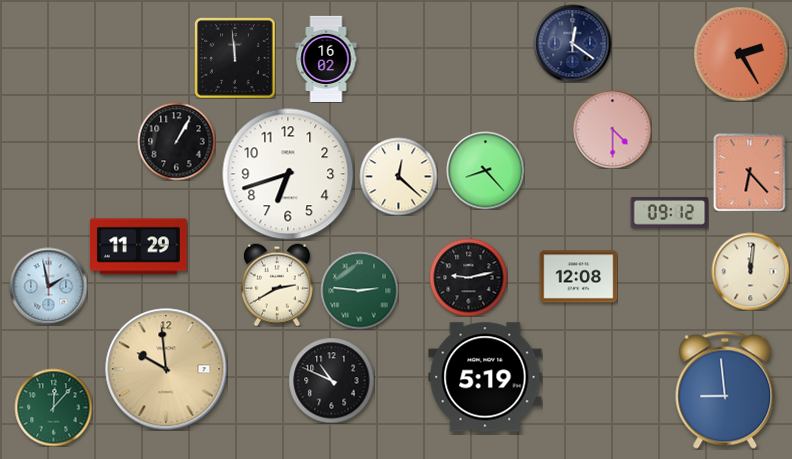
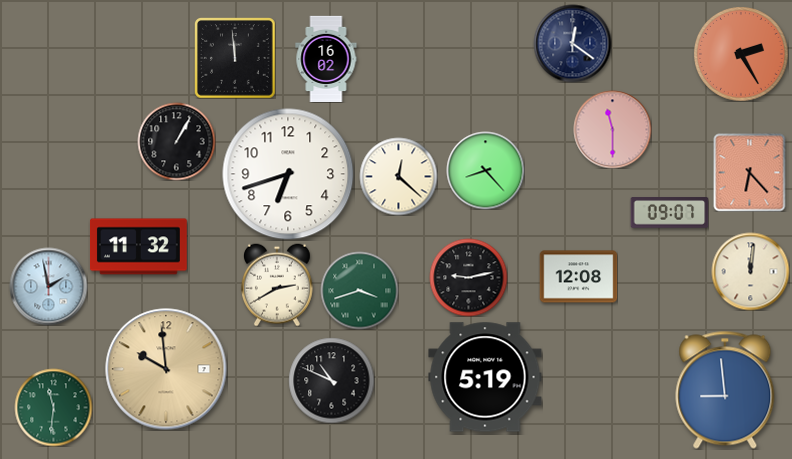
clock at (612, 129): 4:30 -> 11:30
clock at (669, 213): 09:12 -> 09:07
clock at (139, 247): 11:29 -> 11:32
clock at (359, 290): 2:46 -> 3:42
clock at (53, 407): 12:07 -> 11:31
